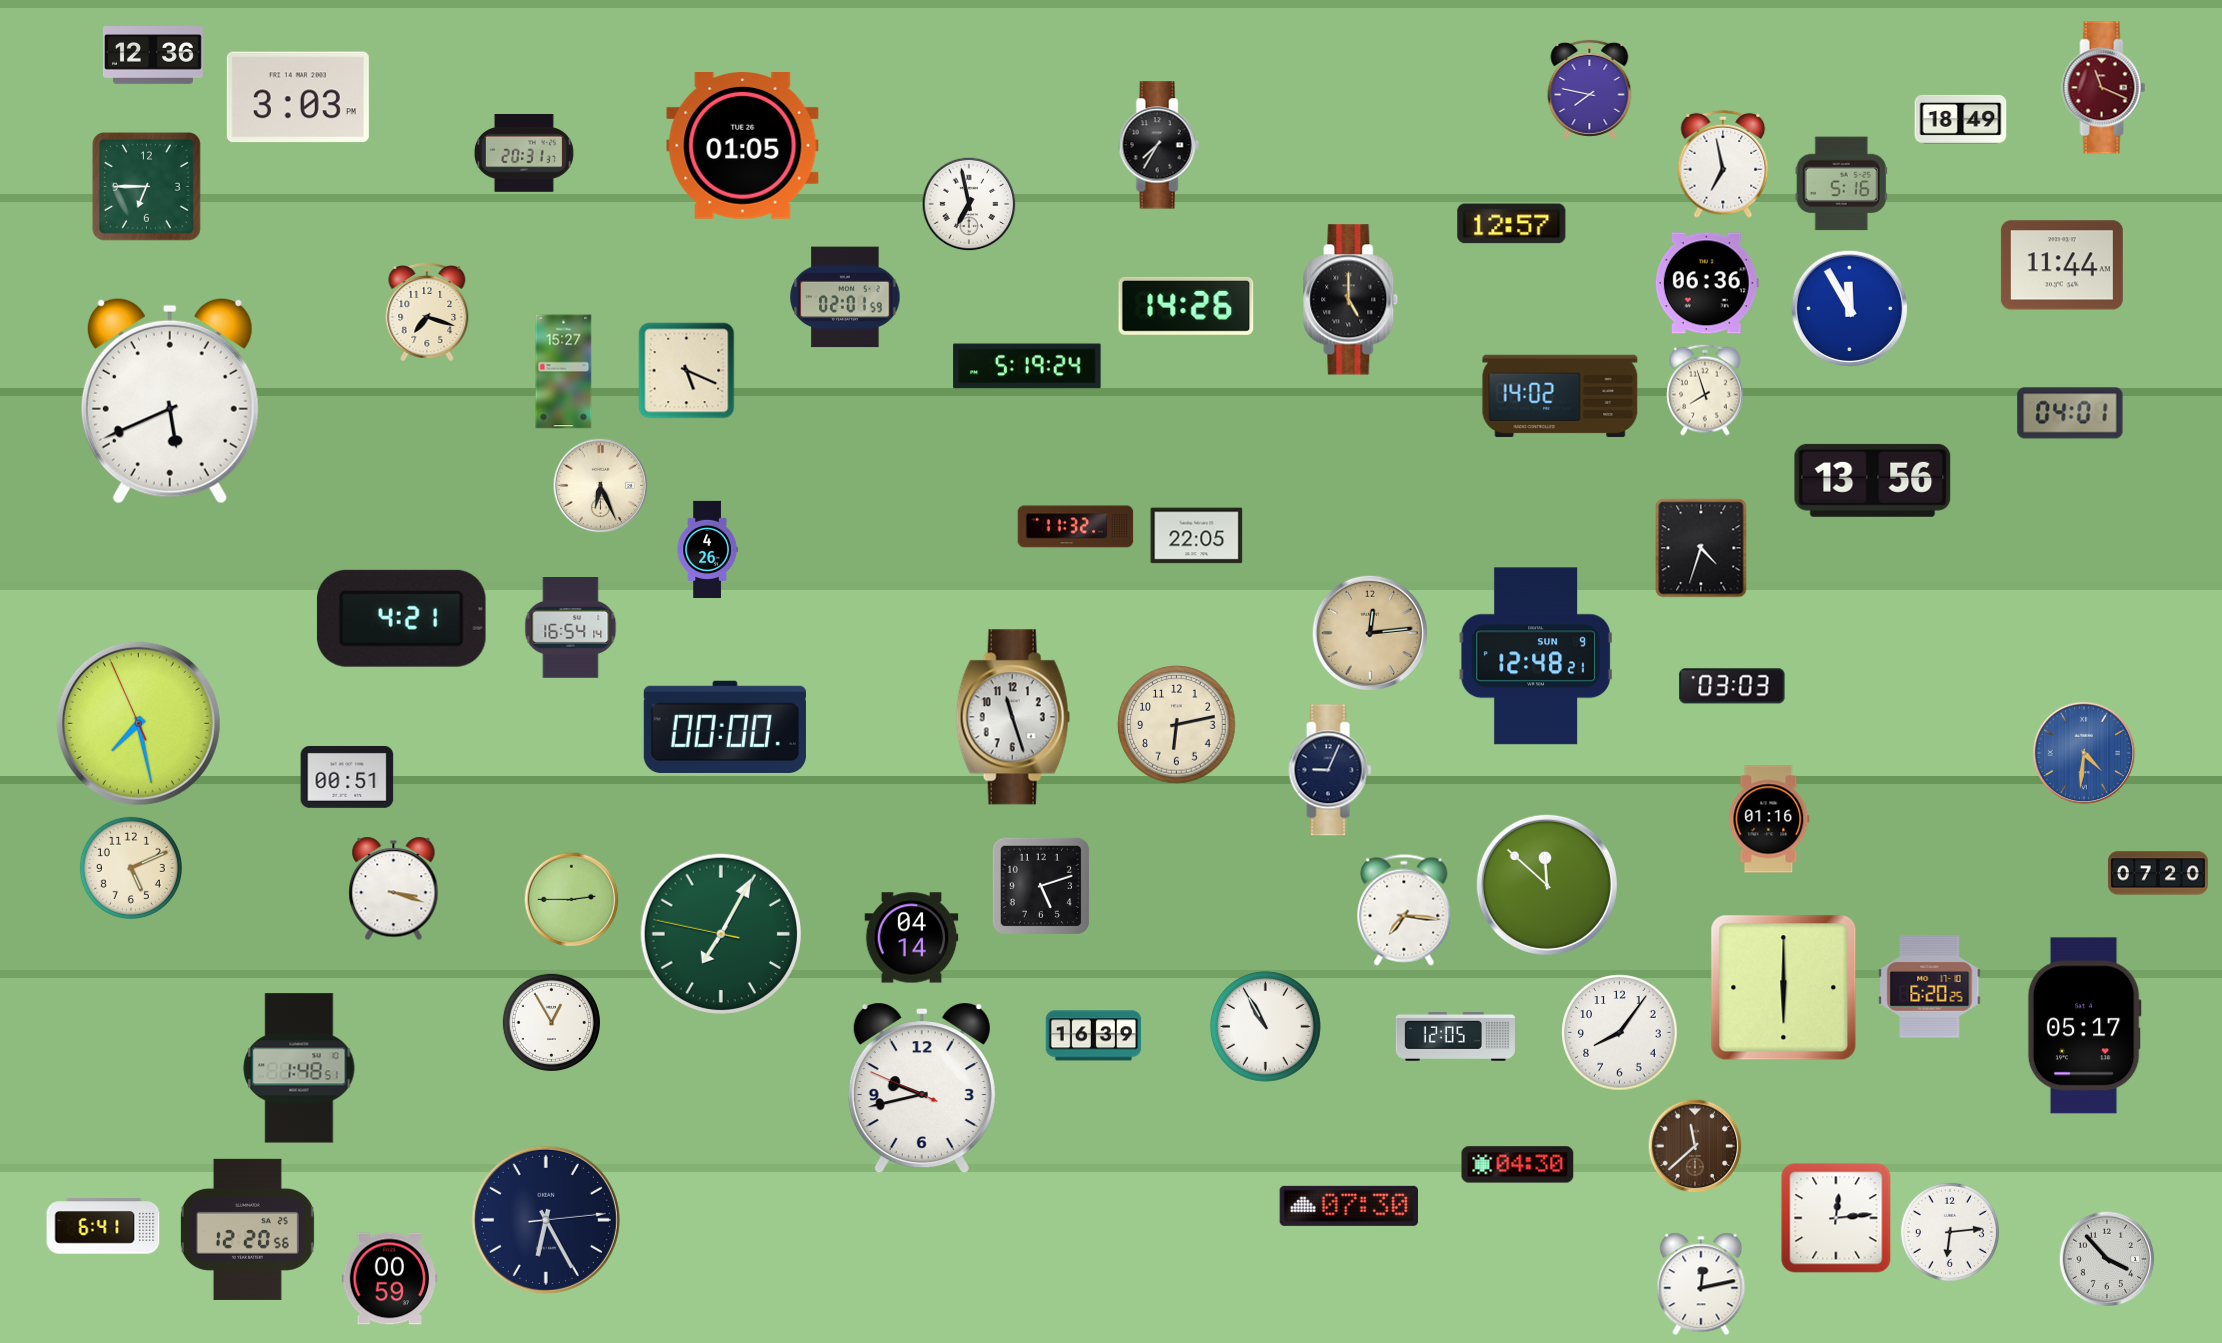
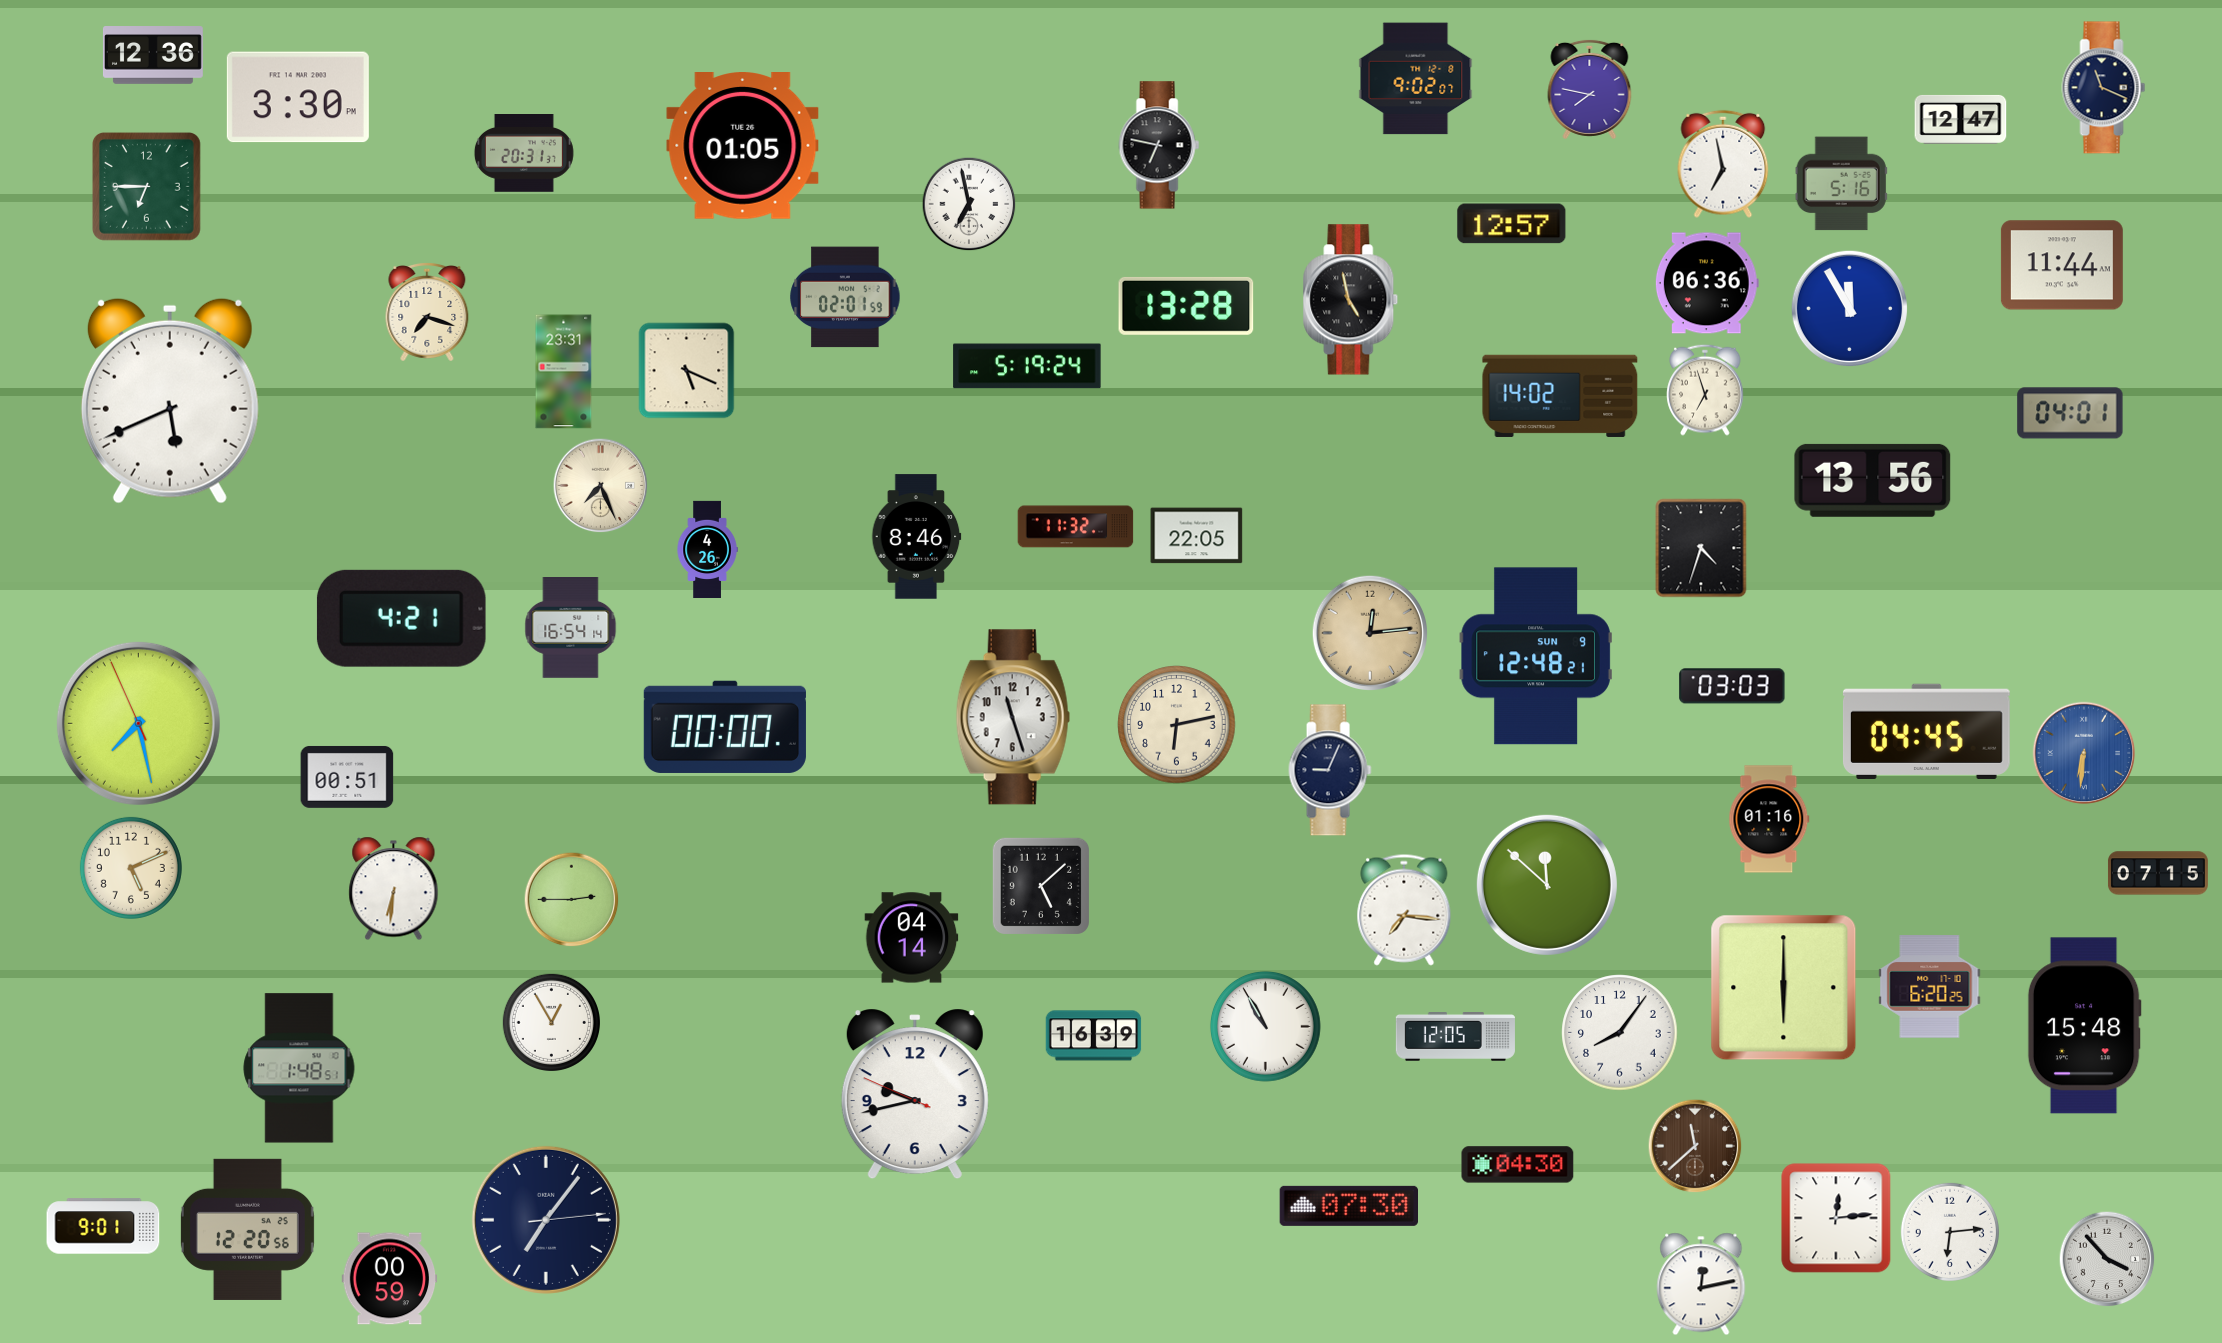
clock at (1416, 79): none -> 9:02
clock at (2104, 88) dial: burgundy -> navy
clock at (298, 97): 3:03 -> 3:30
clock at (1961, 119): 18:49 -> 12:47
clock at (1159, 145): 7:35 -> 6:47
clock at (1351, 300): 5:00 -> 4:58
clock at (1186, 306): 14:26 -> 13:28
clock at (564, 372): 15:27 -> 23:31
clock at (1705, 390): 7:57 -> 6:57
clock at (601, 486): 6:26 -> 7:26
clock at (917, 537): none -> 8:46
clock at (1926, 731): none -> 04:45
clock at (2084, 753): 4:31 -> 6:31
clock at (2158, 873): 07:20 -> 07:15
clock at (1040, 885): 5:12 -> 5:08
clock at (394, 889): 3:18 -> 6:31
clock at (720, 933): 7:04 -> none
clock at (2084, 1026): 05:17 -> 15:48
clock at (922, 1088) position: (922, 1088) -> (915, 1094)
clock at (546, 1220): 6:25 -> 7:06
clock at (103, 1226): 6:41 -> 9:01
